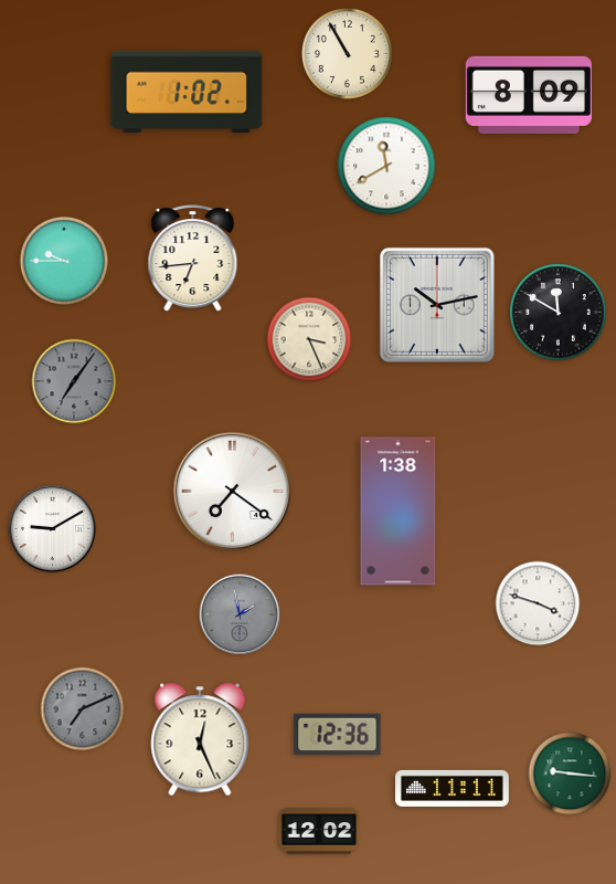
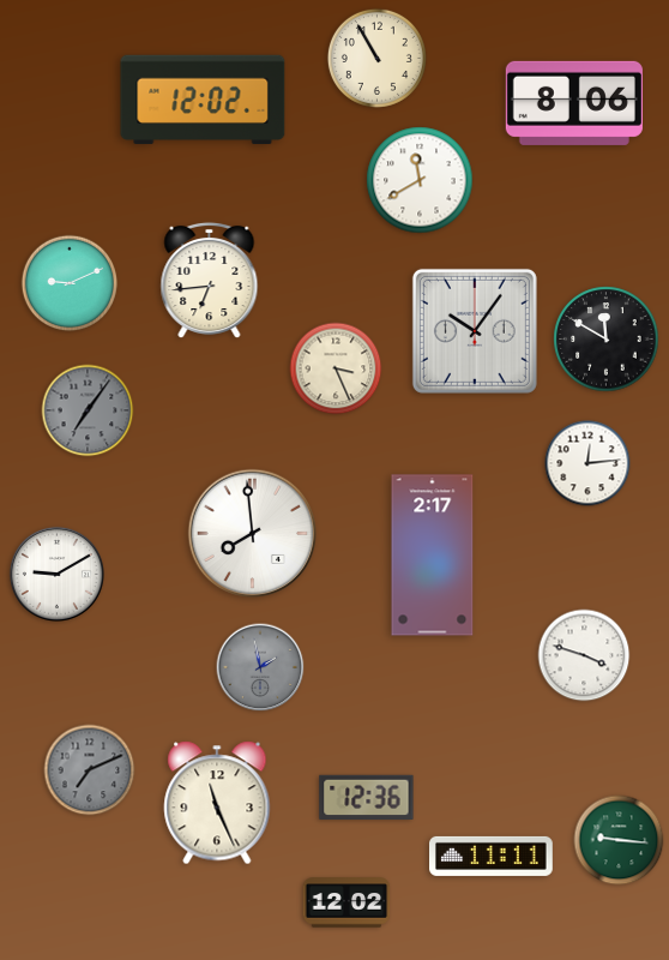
clock at (187, 92): 1:02 -> 12:02
clock at (529, 95): 8:09 -> 8:06
clock at (64, 261): 9:45 -> 9:11
clock at (437, 305): 10:13 -> 10:06
clock at (74, 381) position: (74, 381) -> (88, 410)
clock at (587, 463): none -> 12:14
clock at (233, 492): 7:21 -> 7:59
clock at (399, 512): 1:38 -> 2:17
clock at (200, 739): 12:26 -> 11:26
